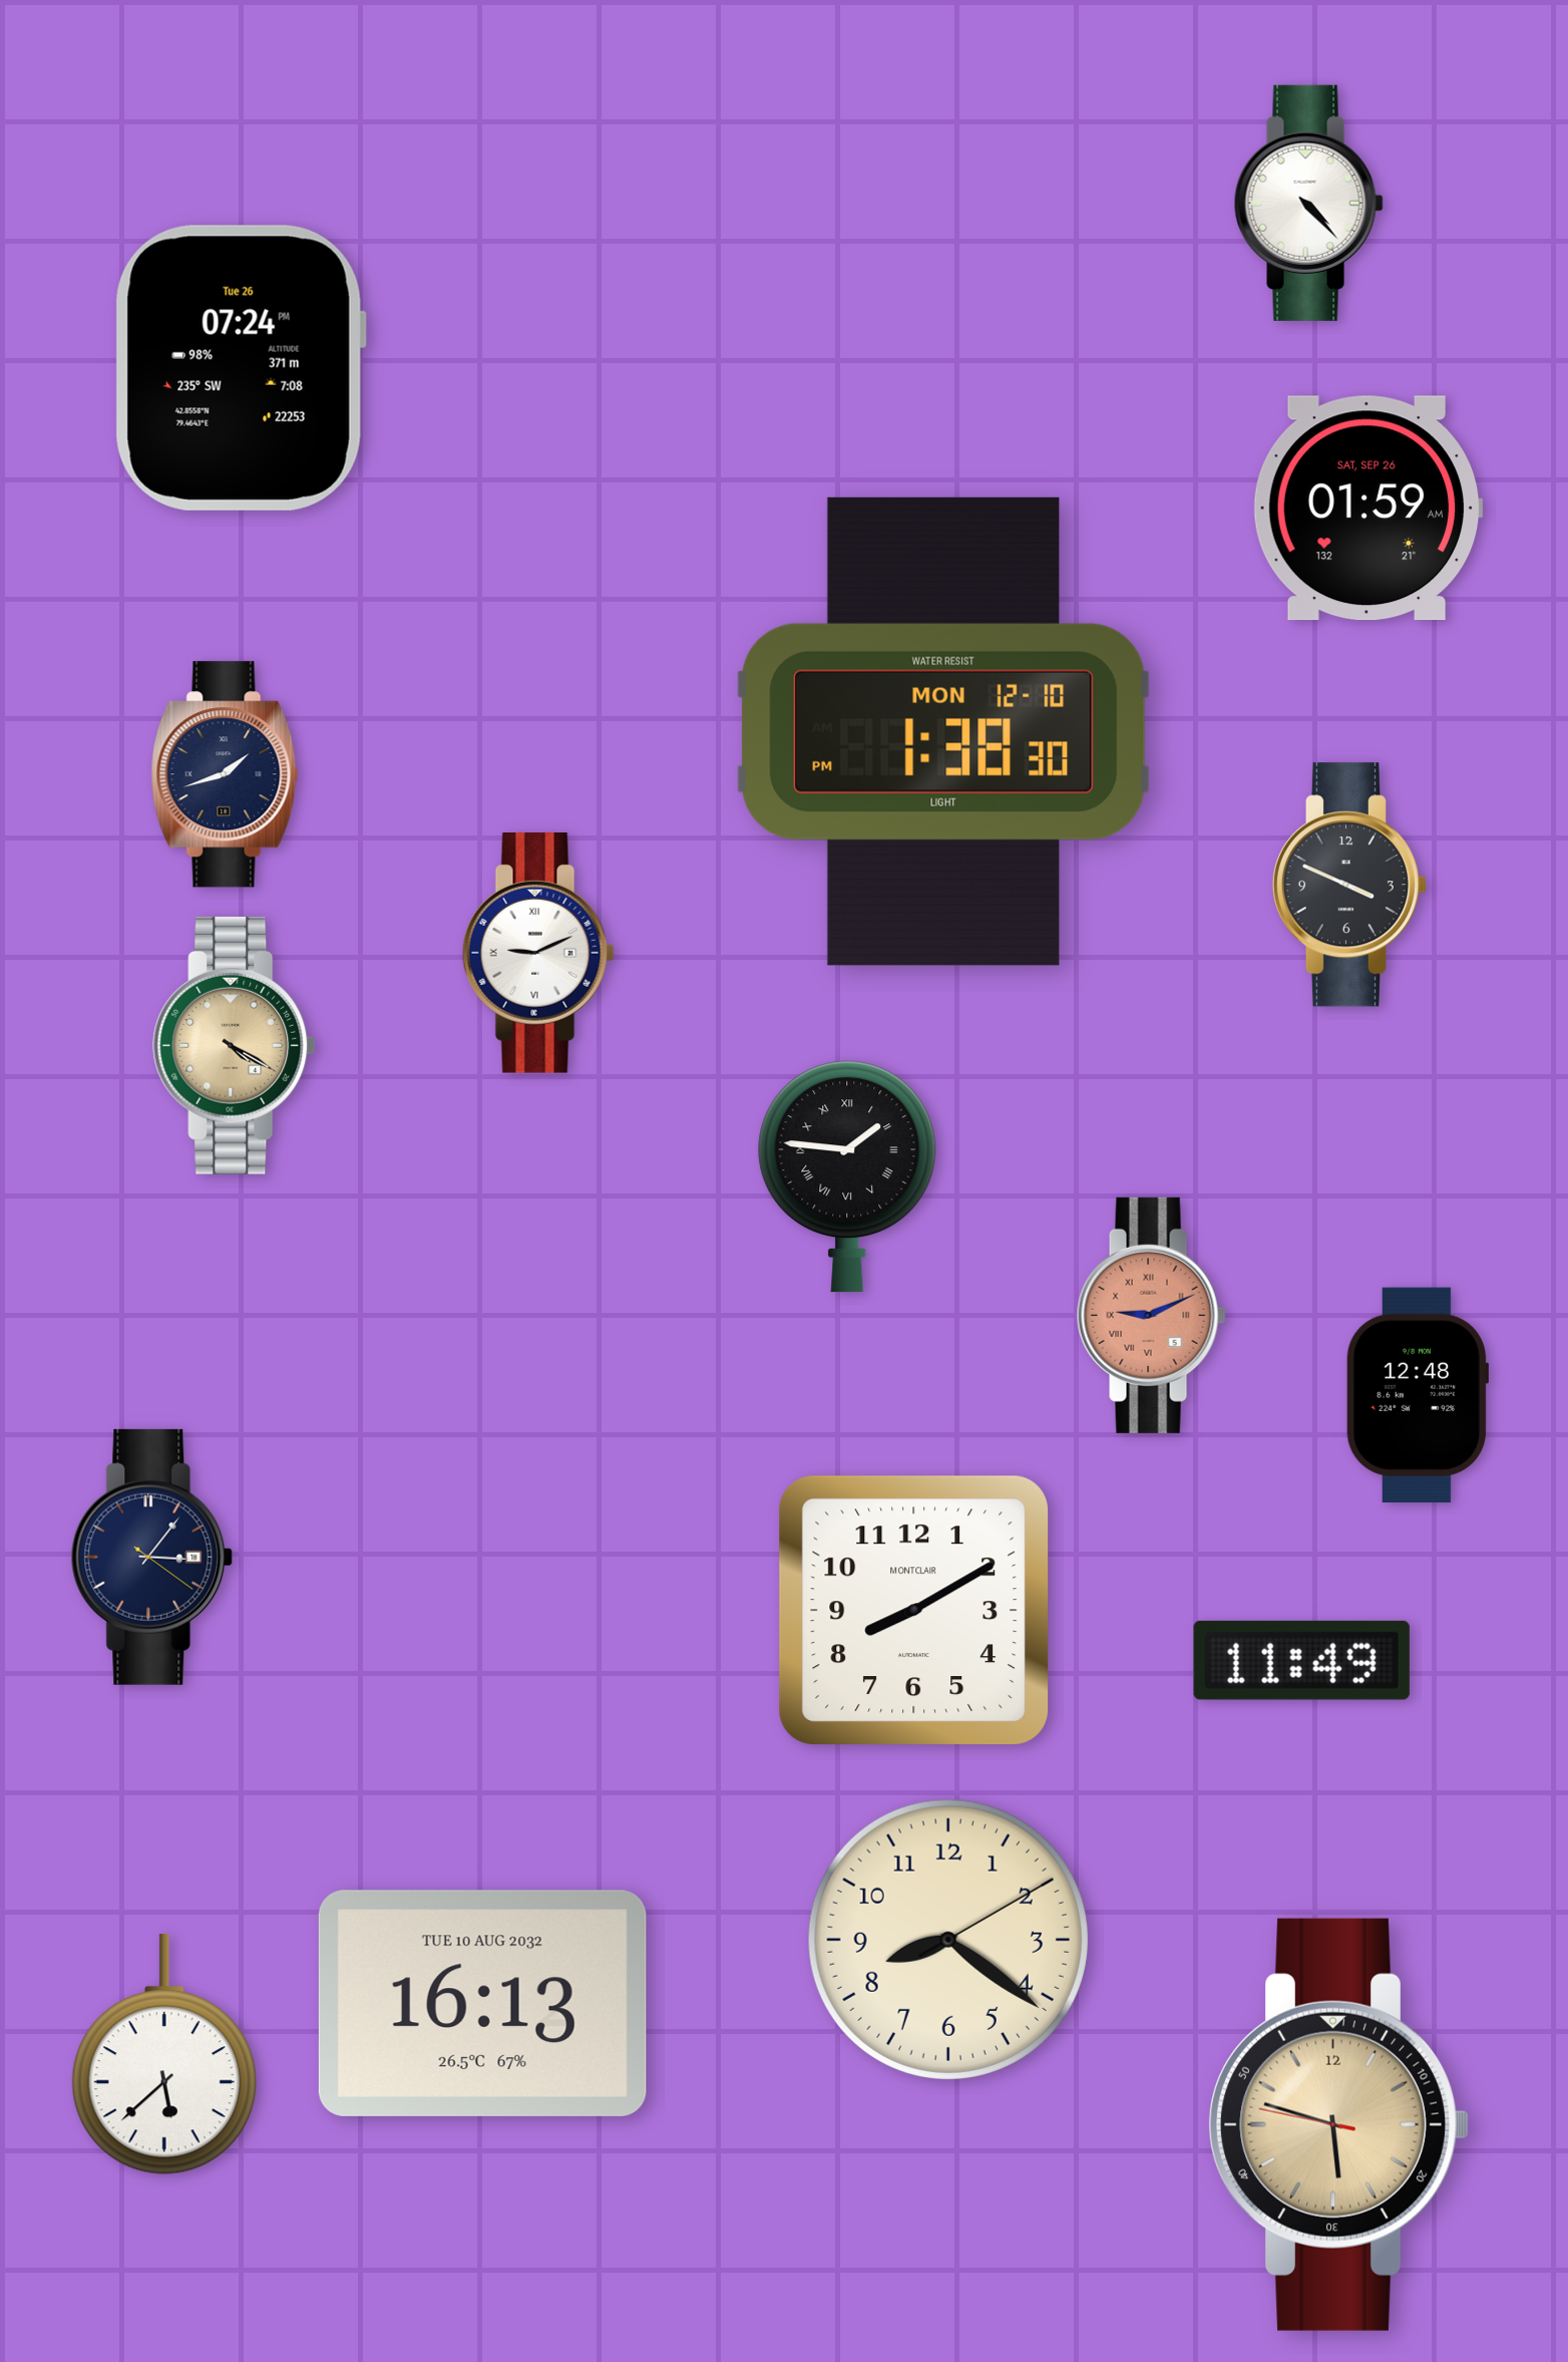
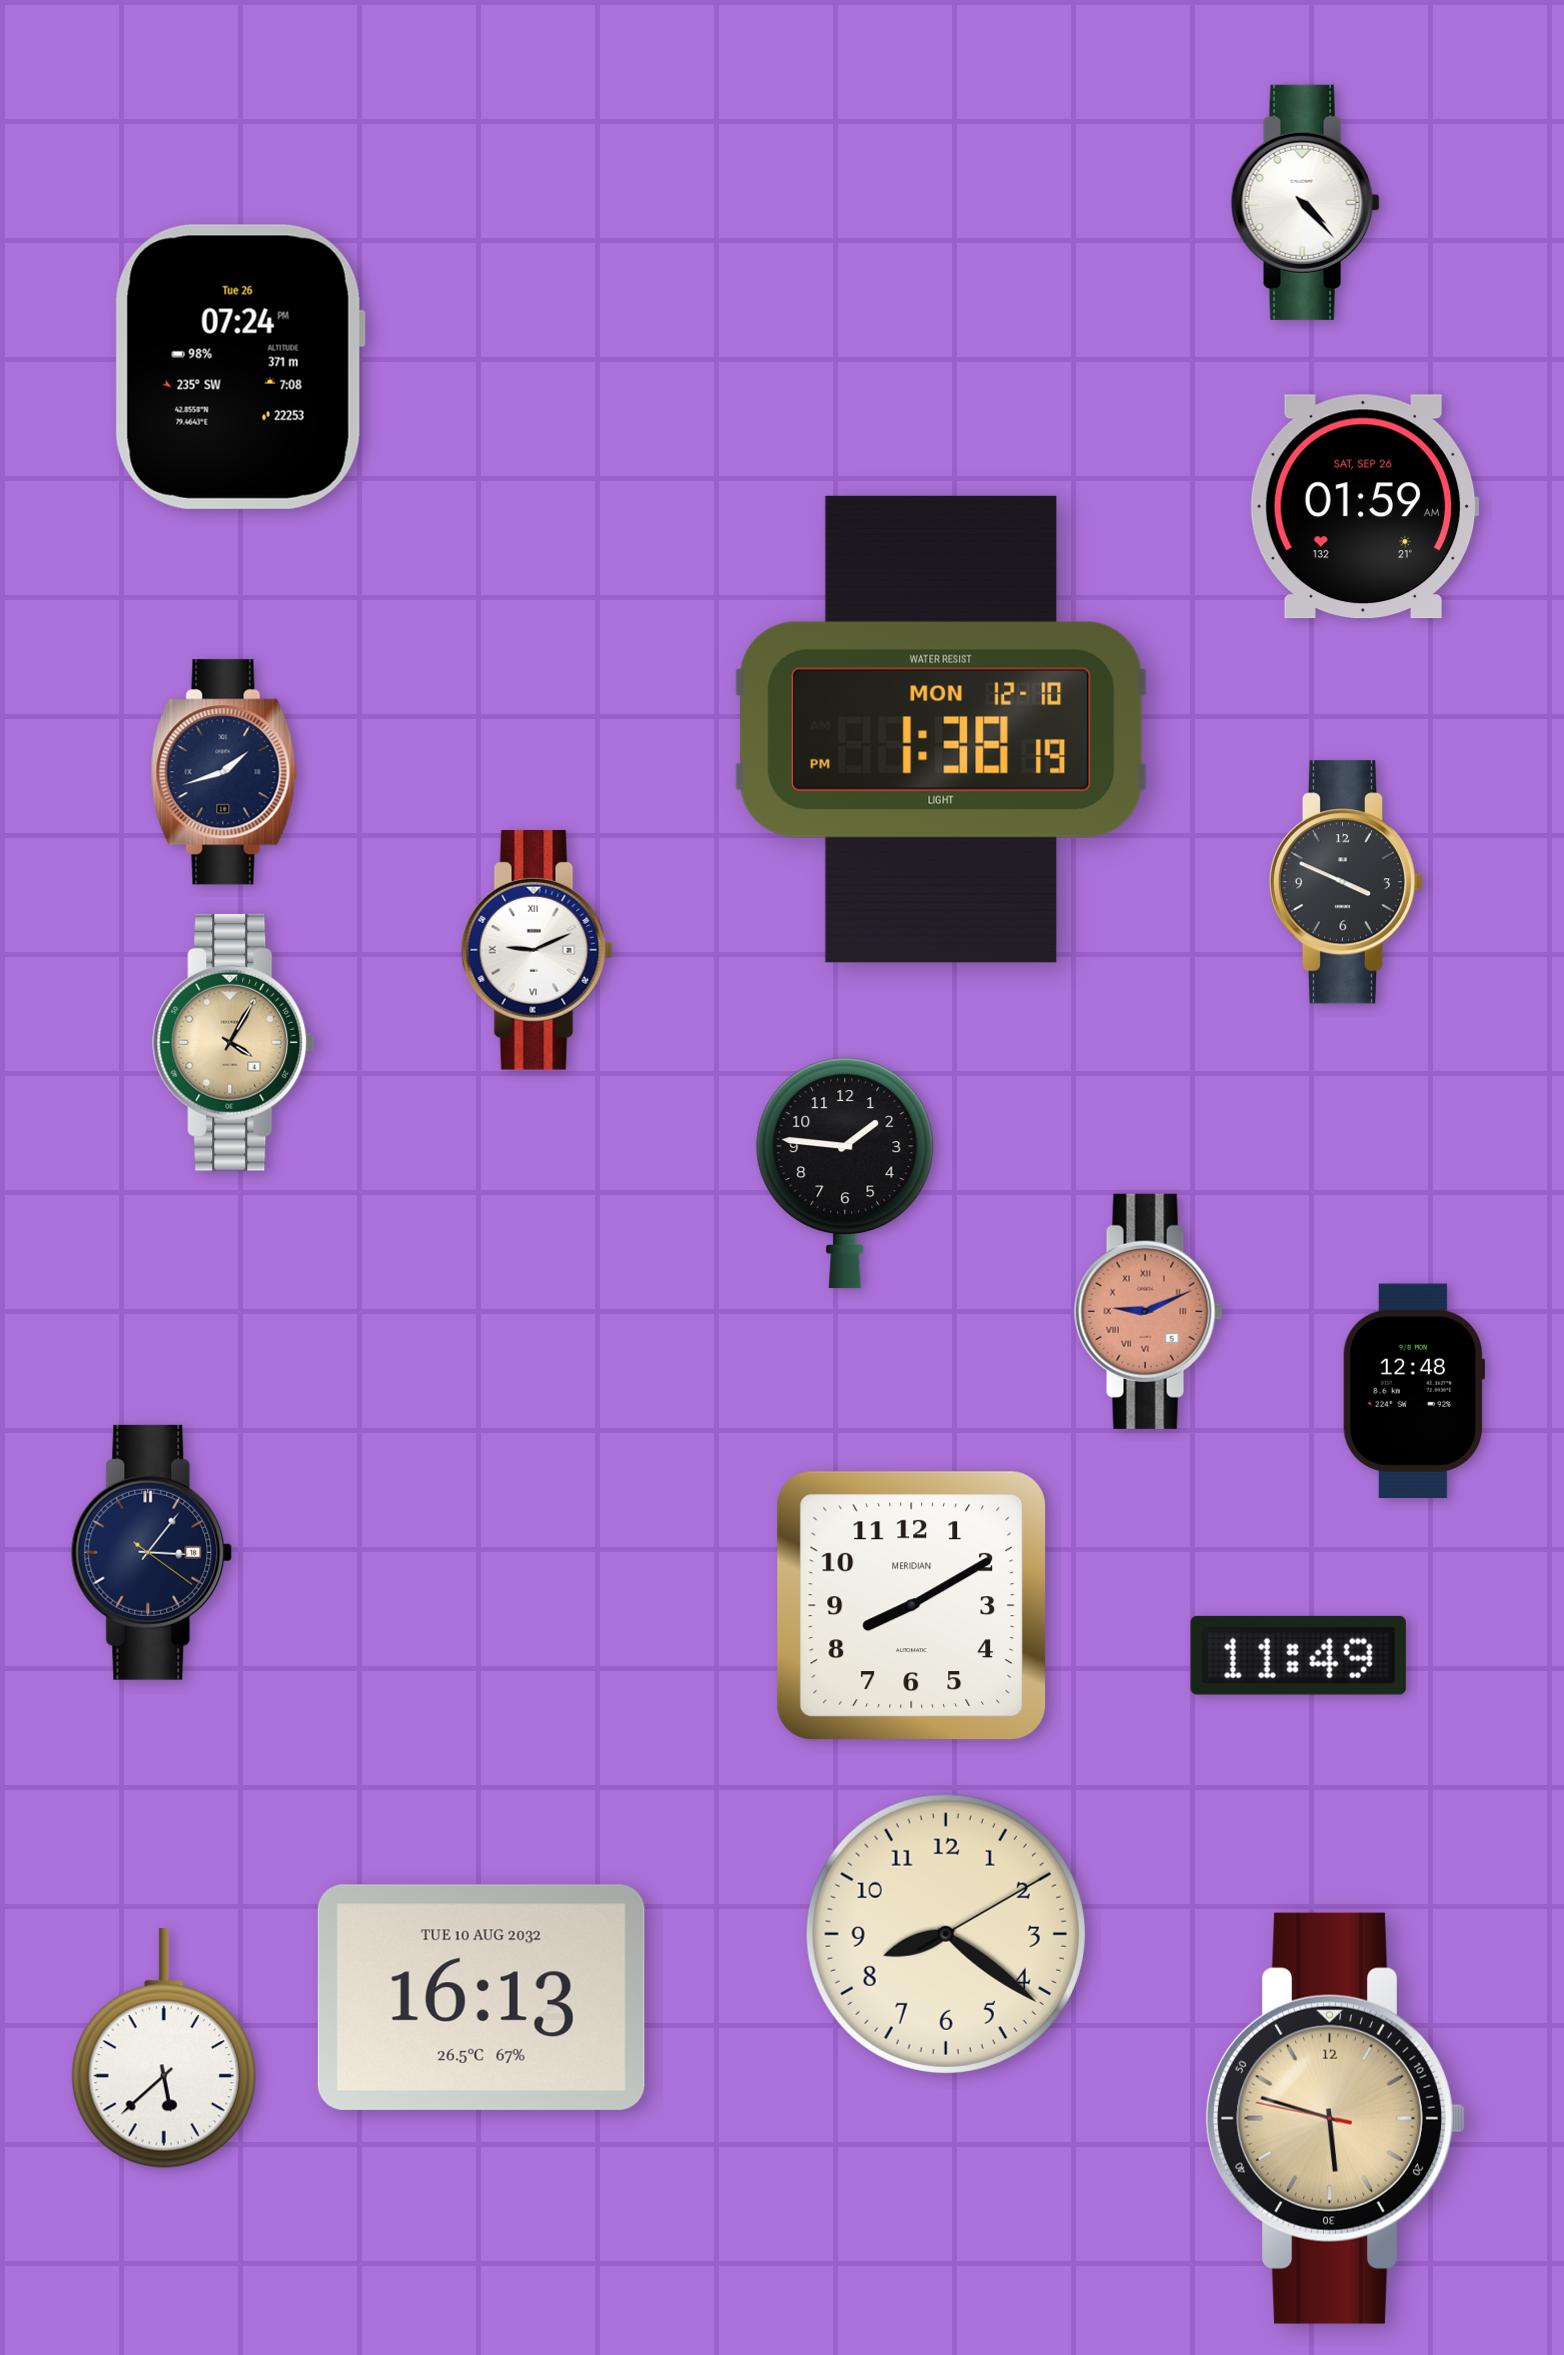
clock at (943, 731): 1:38:30 PM -> 1:38:19 PM
clock at (235, 1045): 4:20 -> 4:05
clock at (847, 1176) numerals: Roman -> Arabic
clock at (913, 1610) brand: MONTCLAIR -> MERIDIAN
